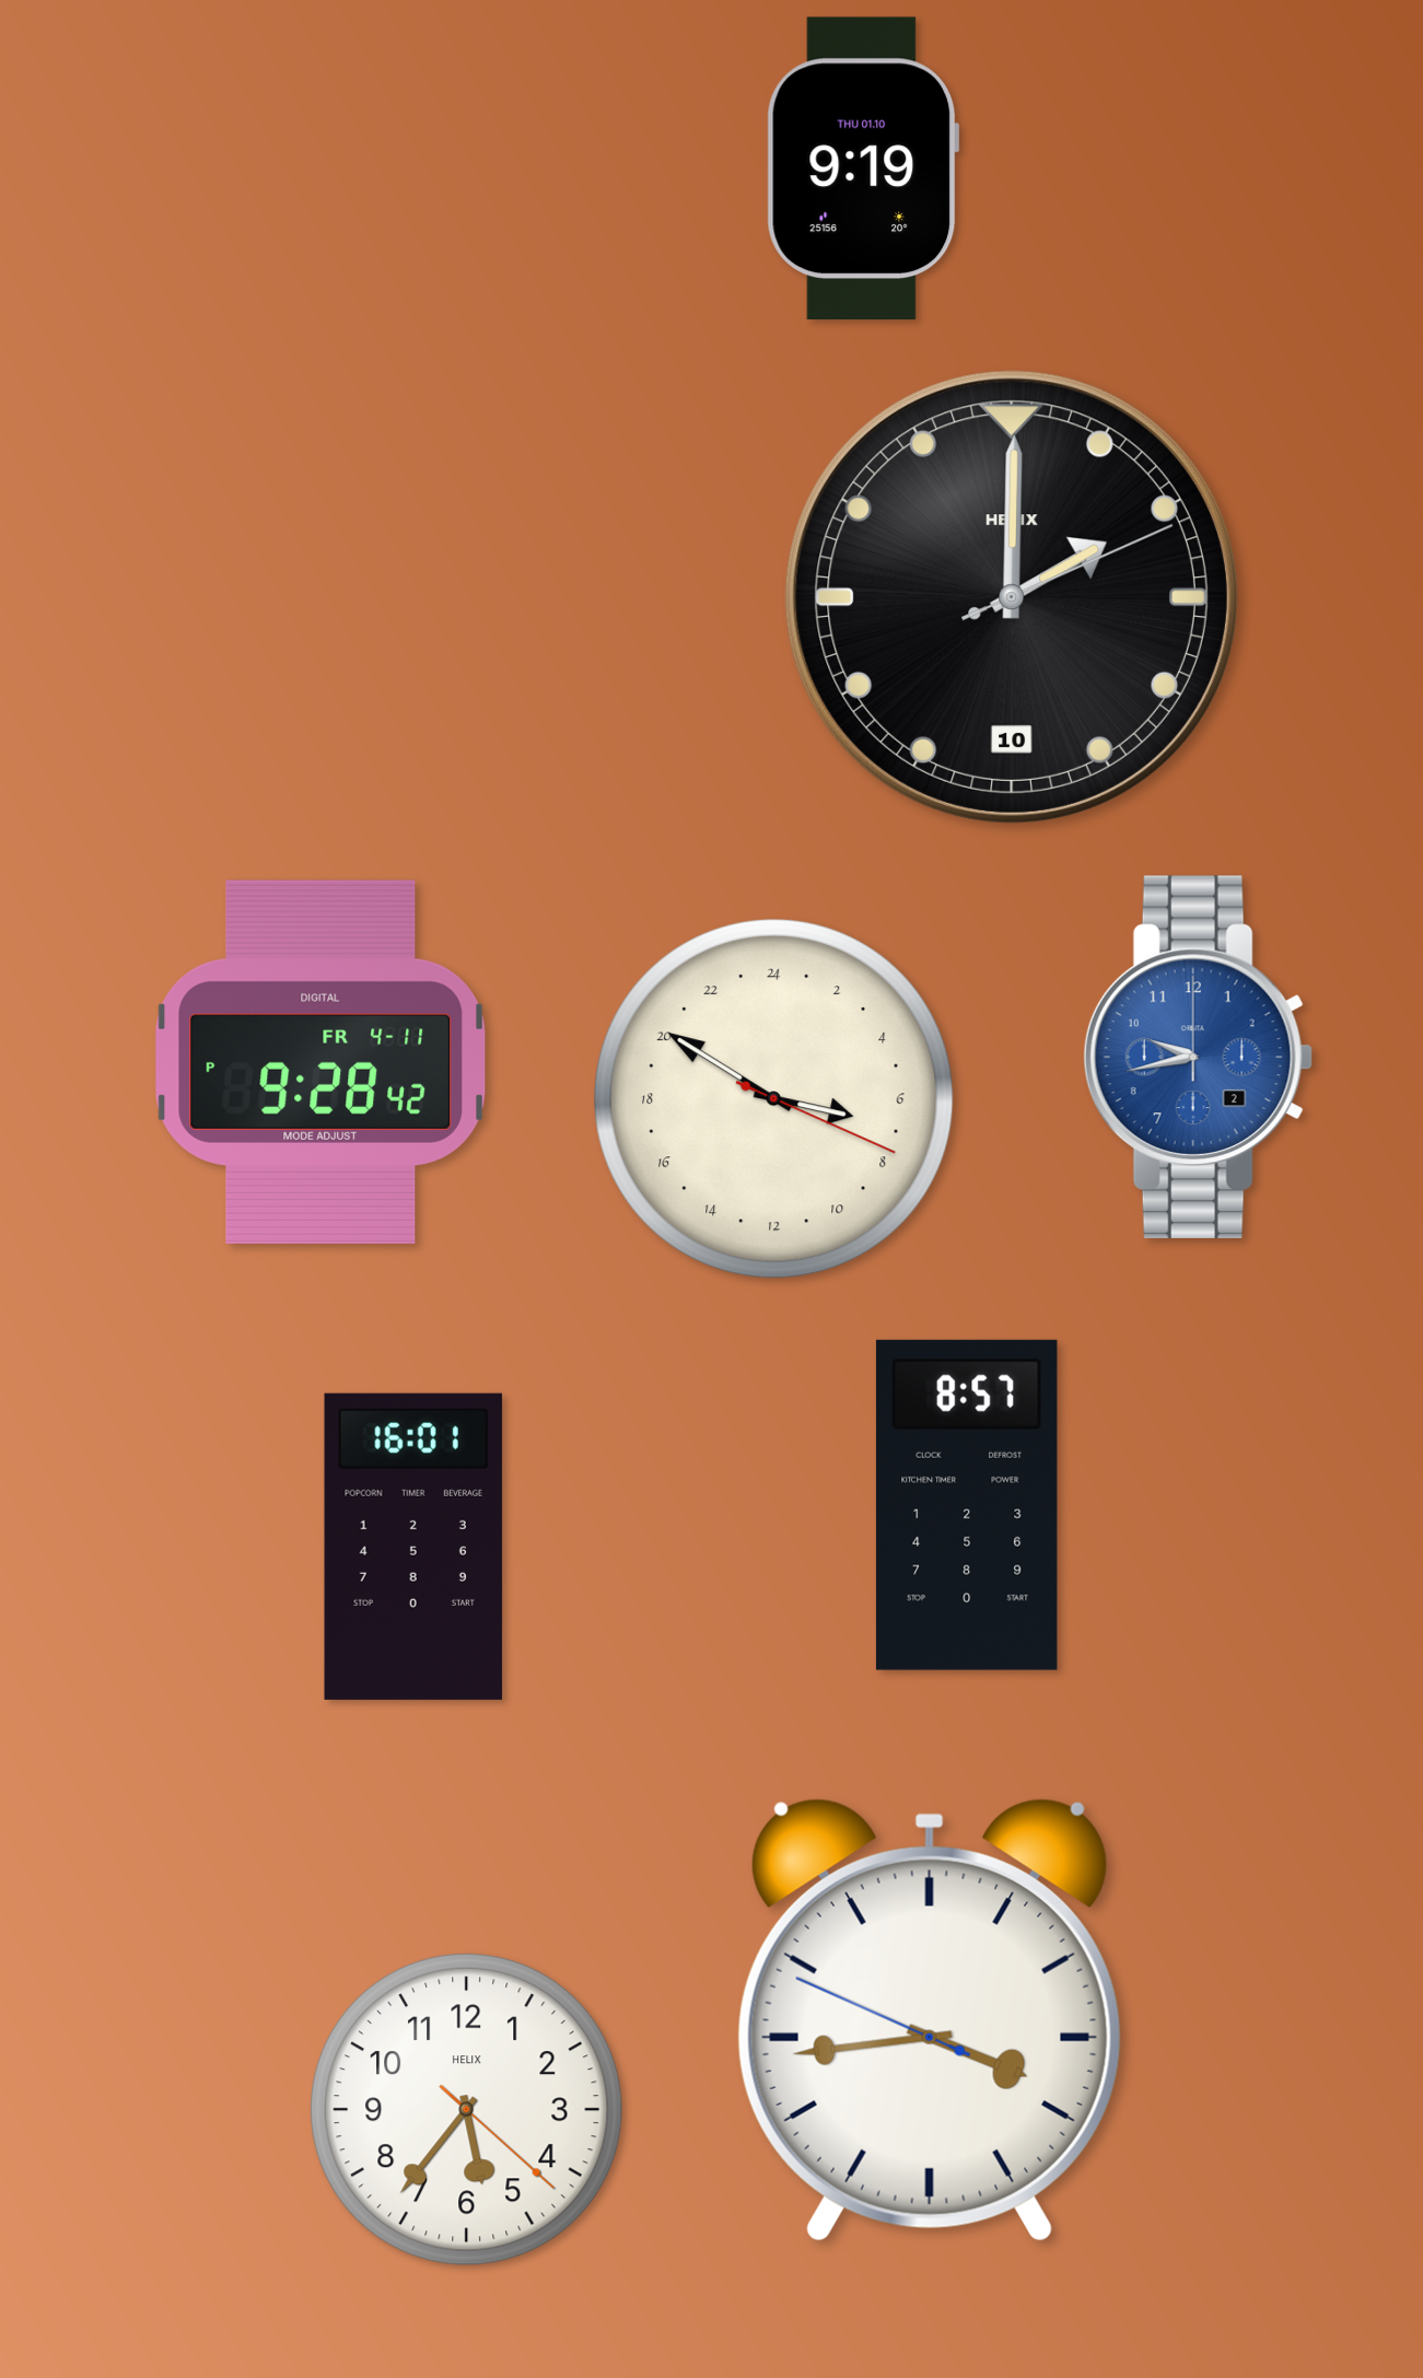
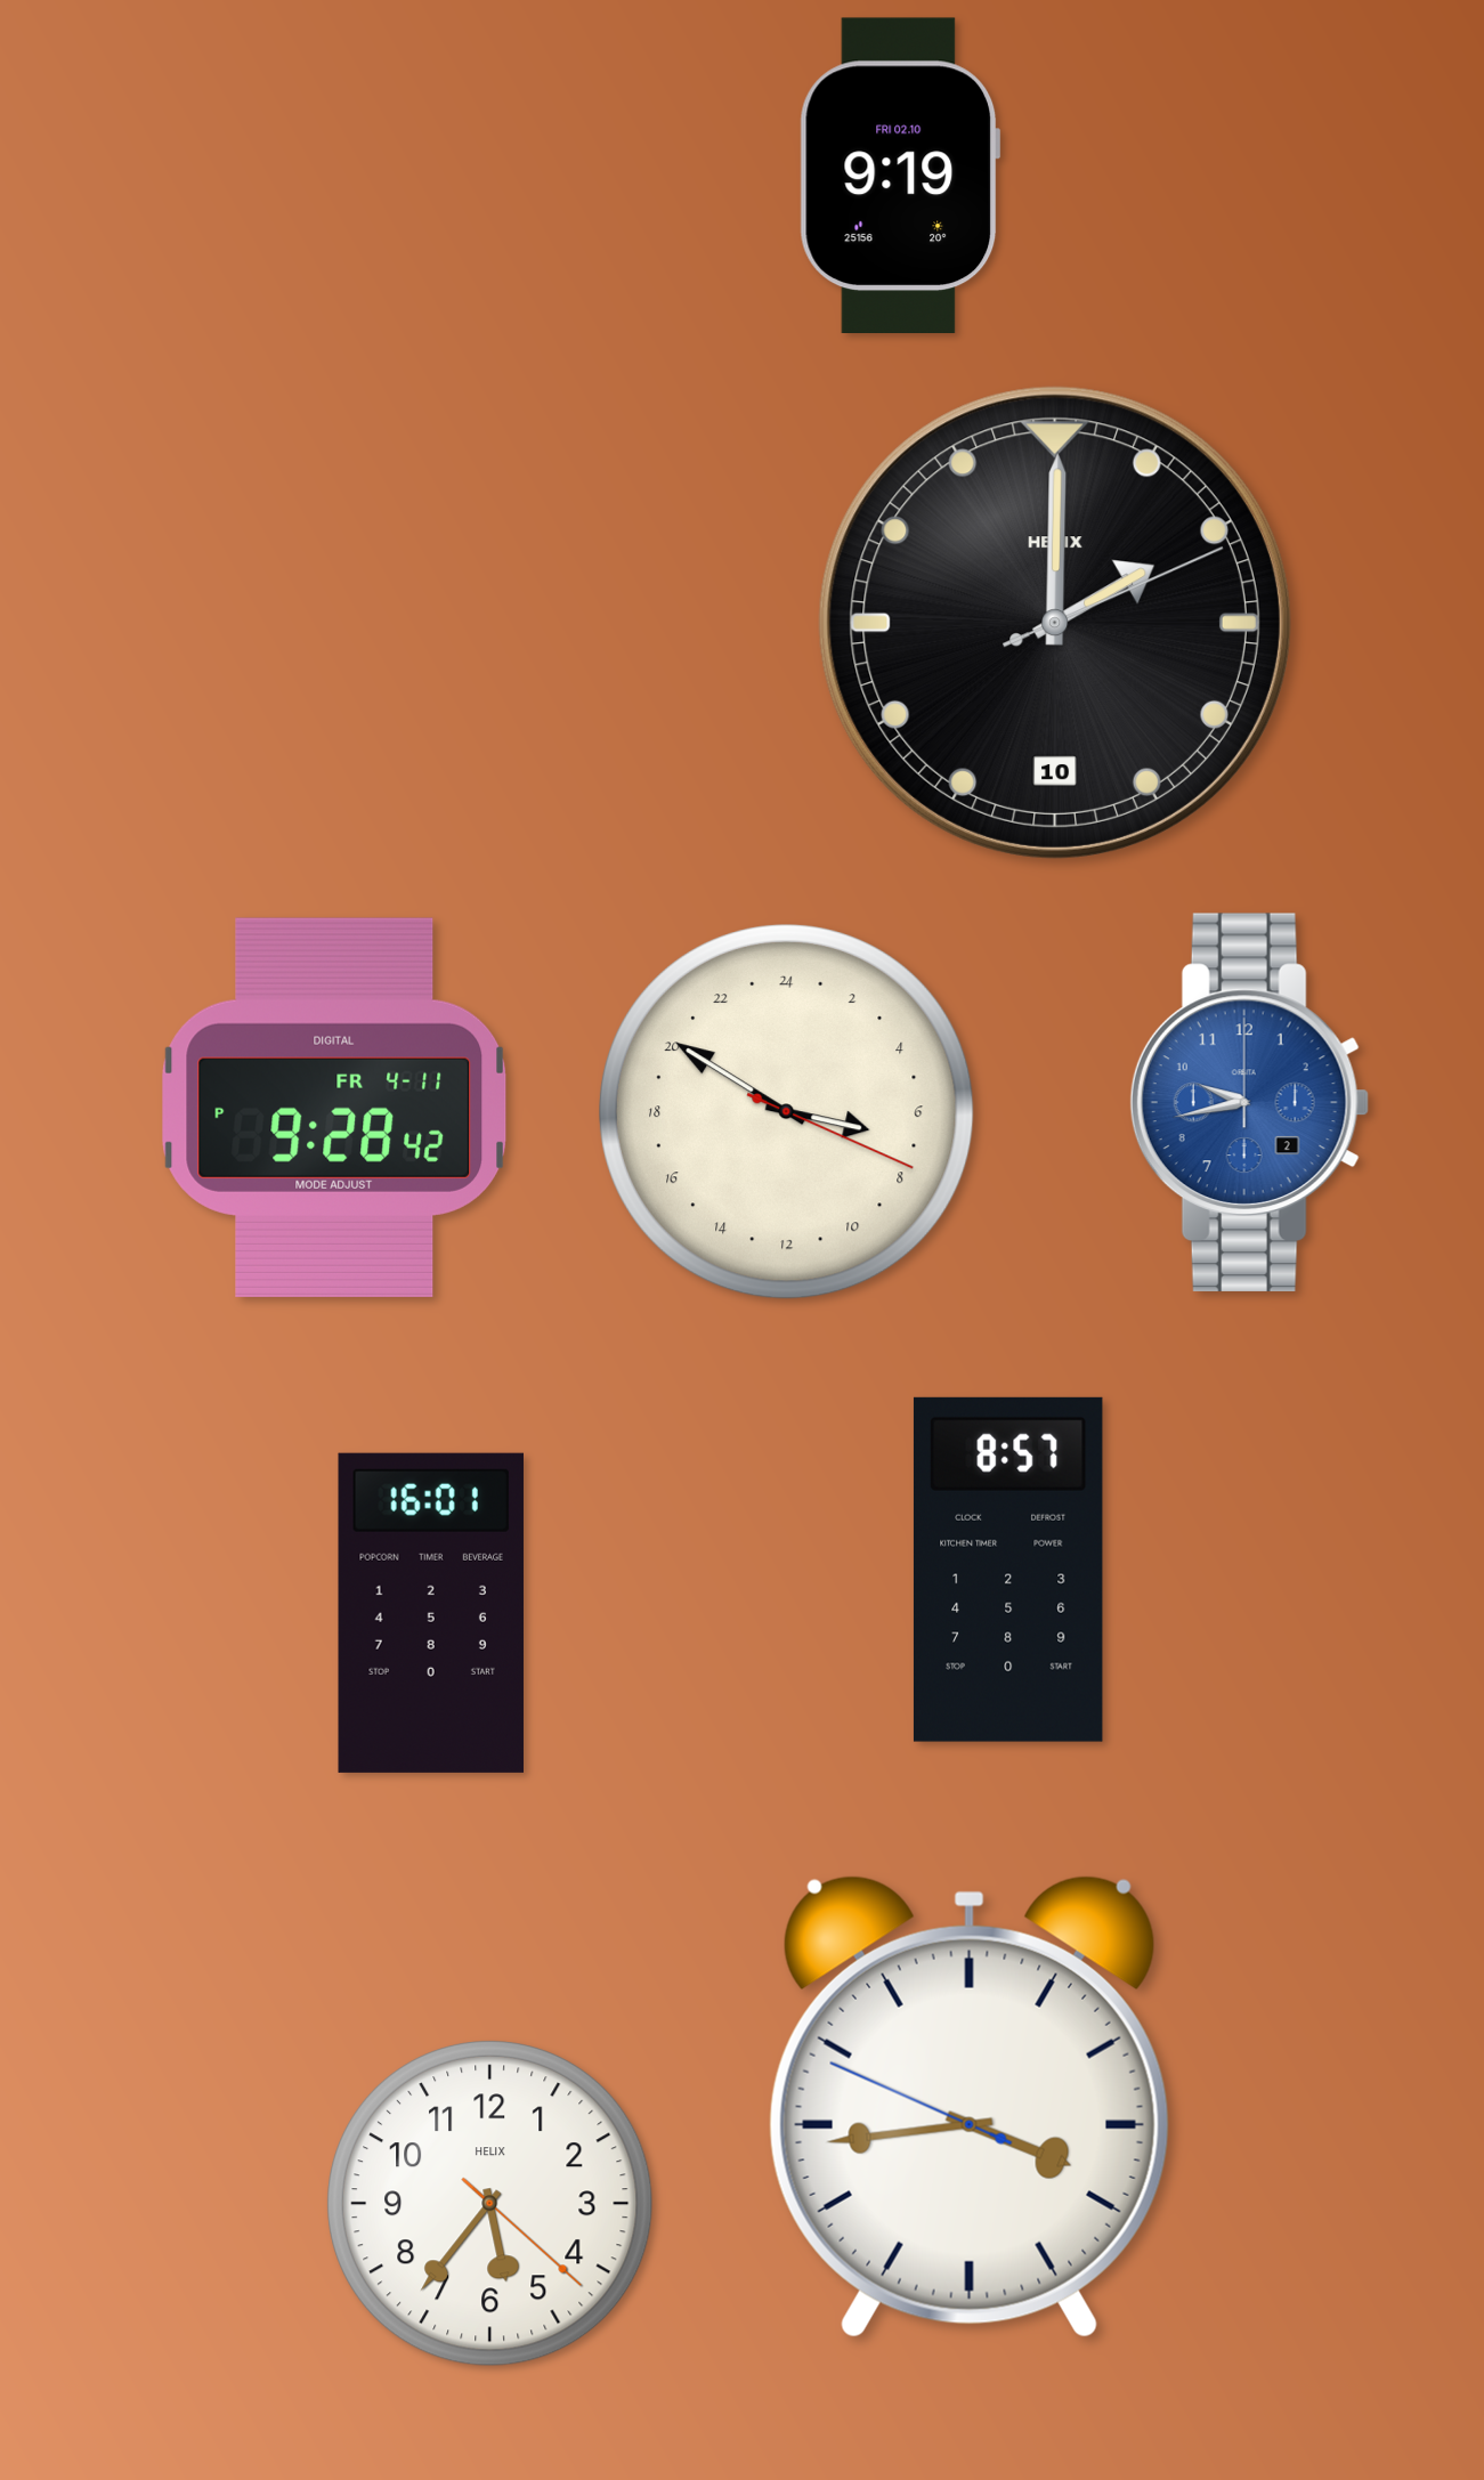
clock at (863, 167) date: THU 01.10 -> FRI 02.10
clock at (774, 1099) position: (774, 1099) -> (787, 1112)
clock at (467, 2110) position: (467, 2110) -> (490, 2204)
